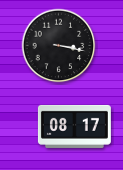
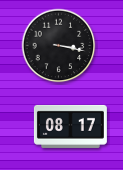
clock at (74, 126) position: (74, 126) -> (70, 126)
